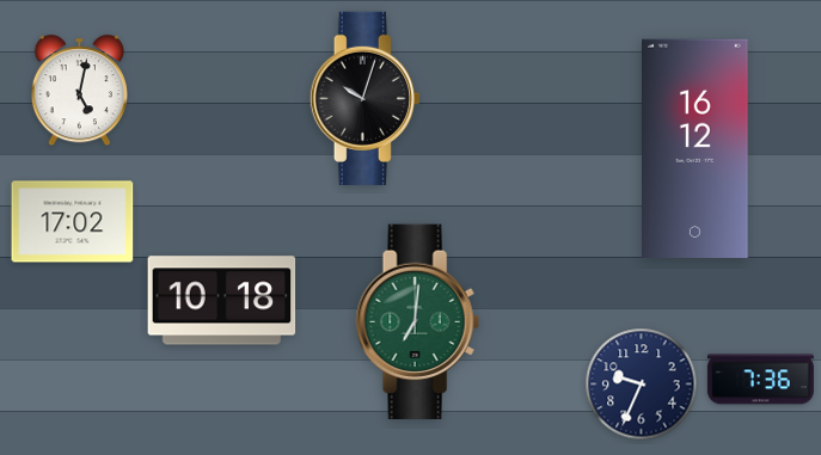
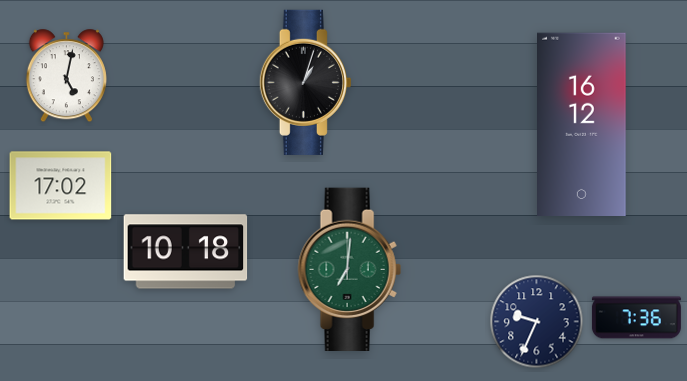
clock at (364, 98): 10:03 -> 1:03
